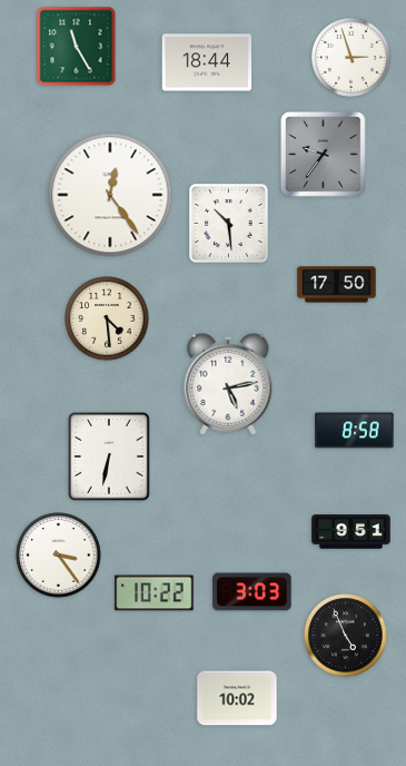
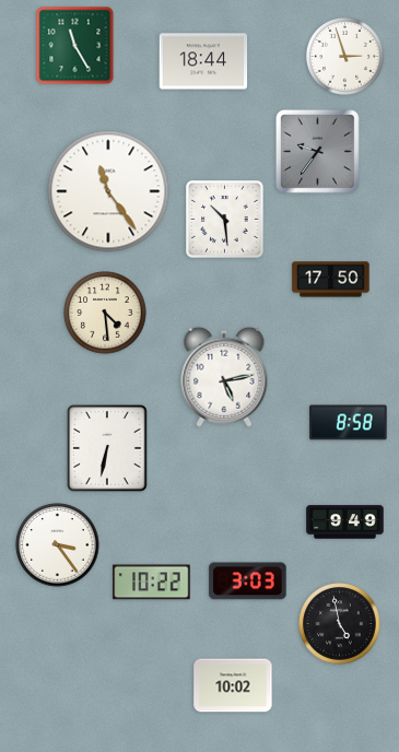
clock at (110, 195): 12:24 -> 11:24
clock at (351, 532): 9:51 -> 9:49
clock at (346, 636): 4:56 -> 4:58
